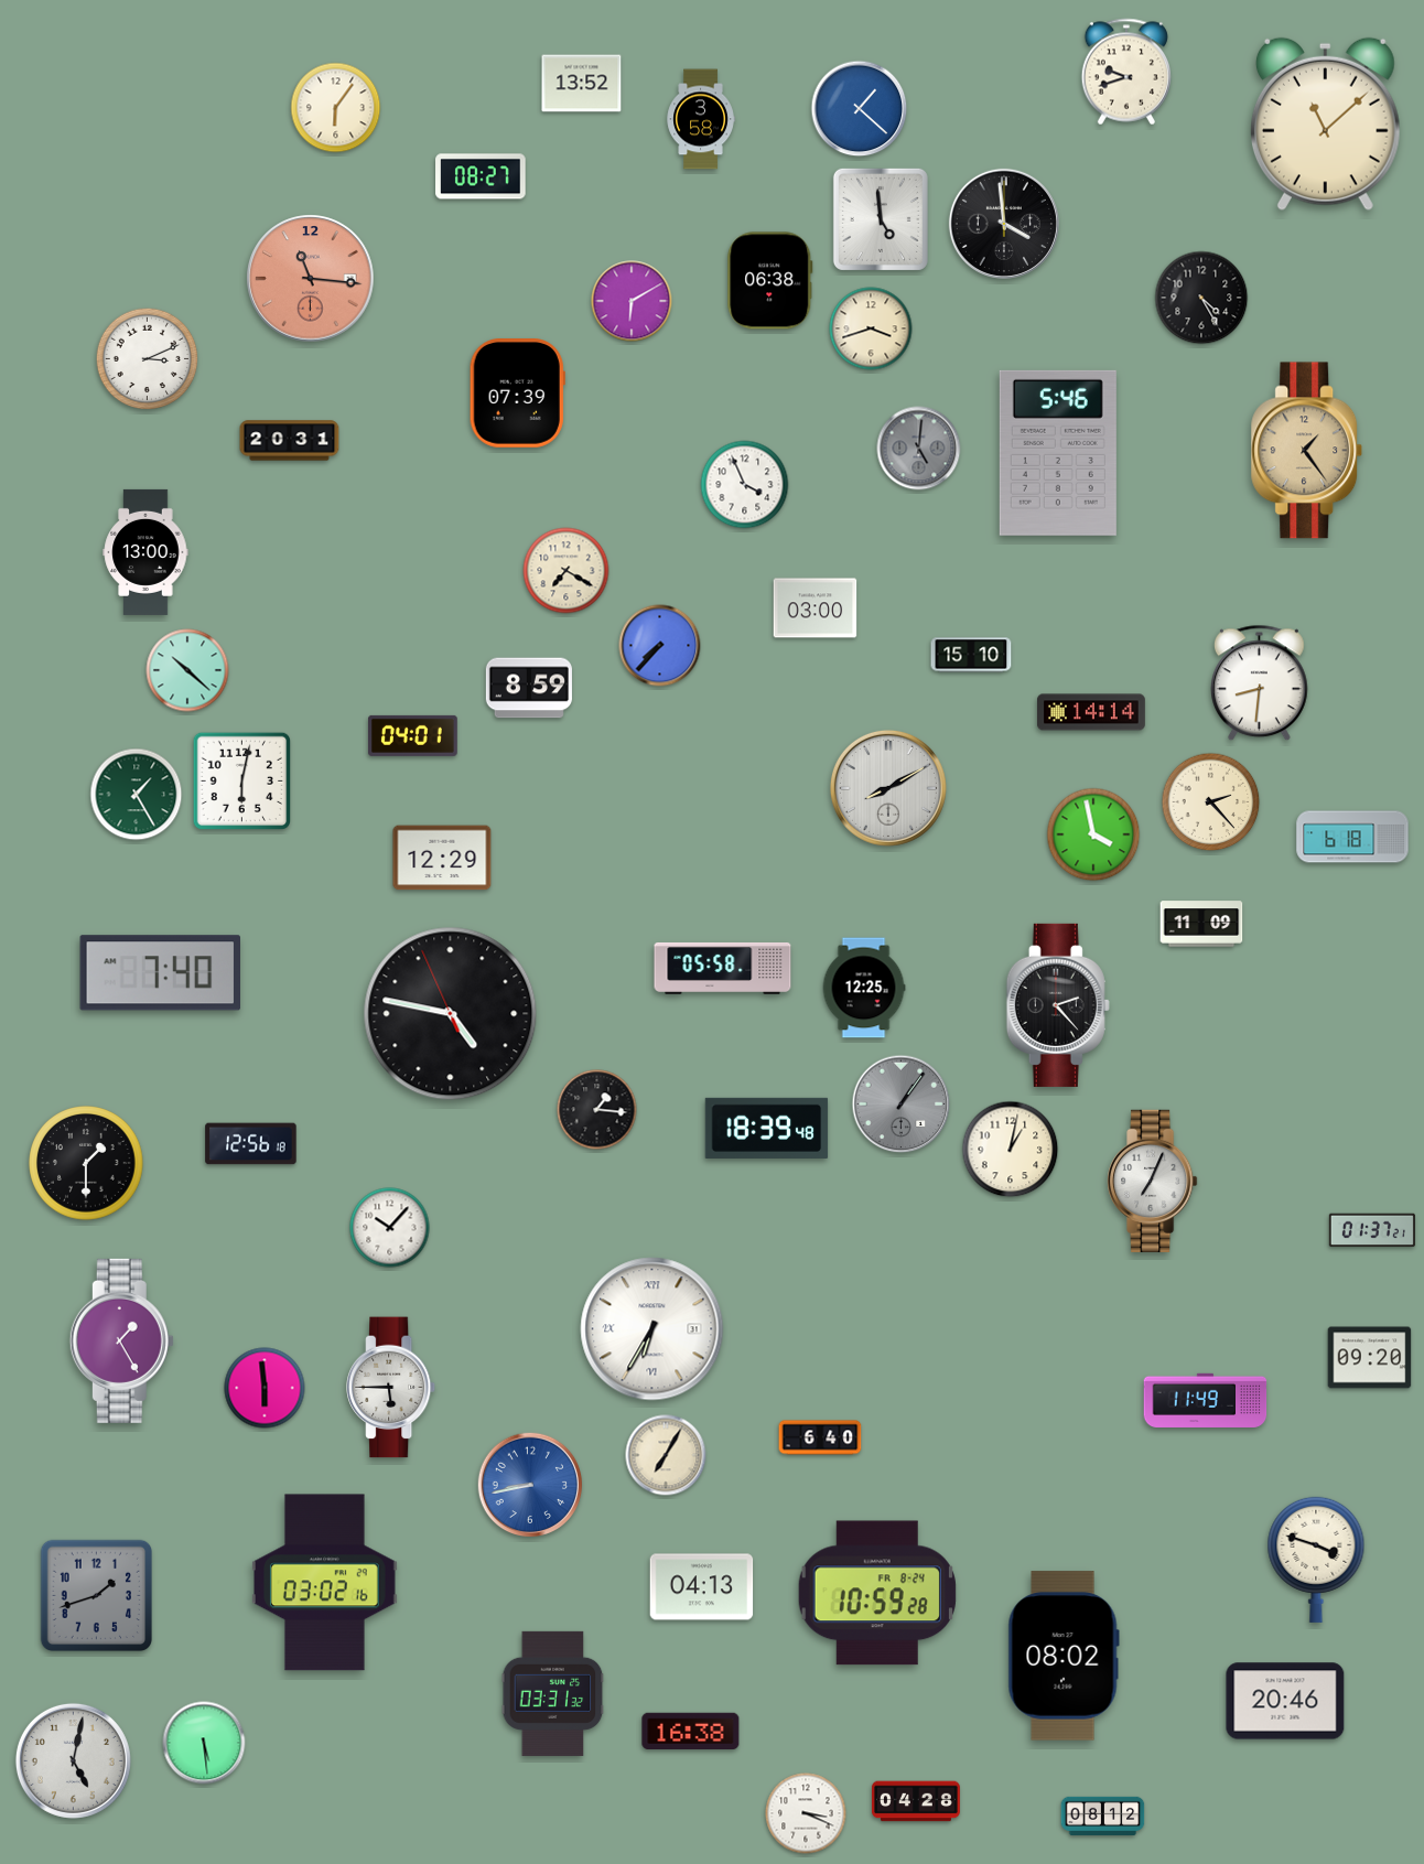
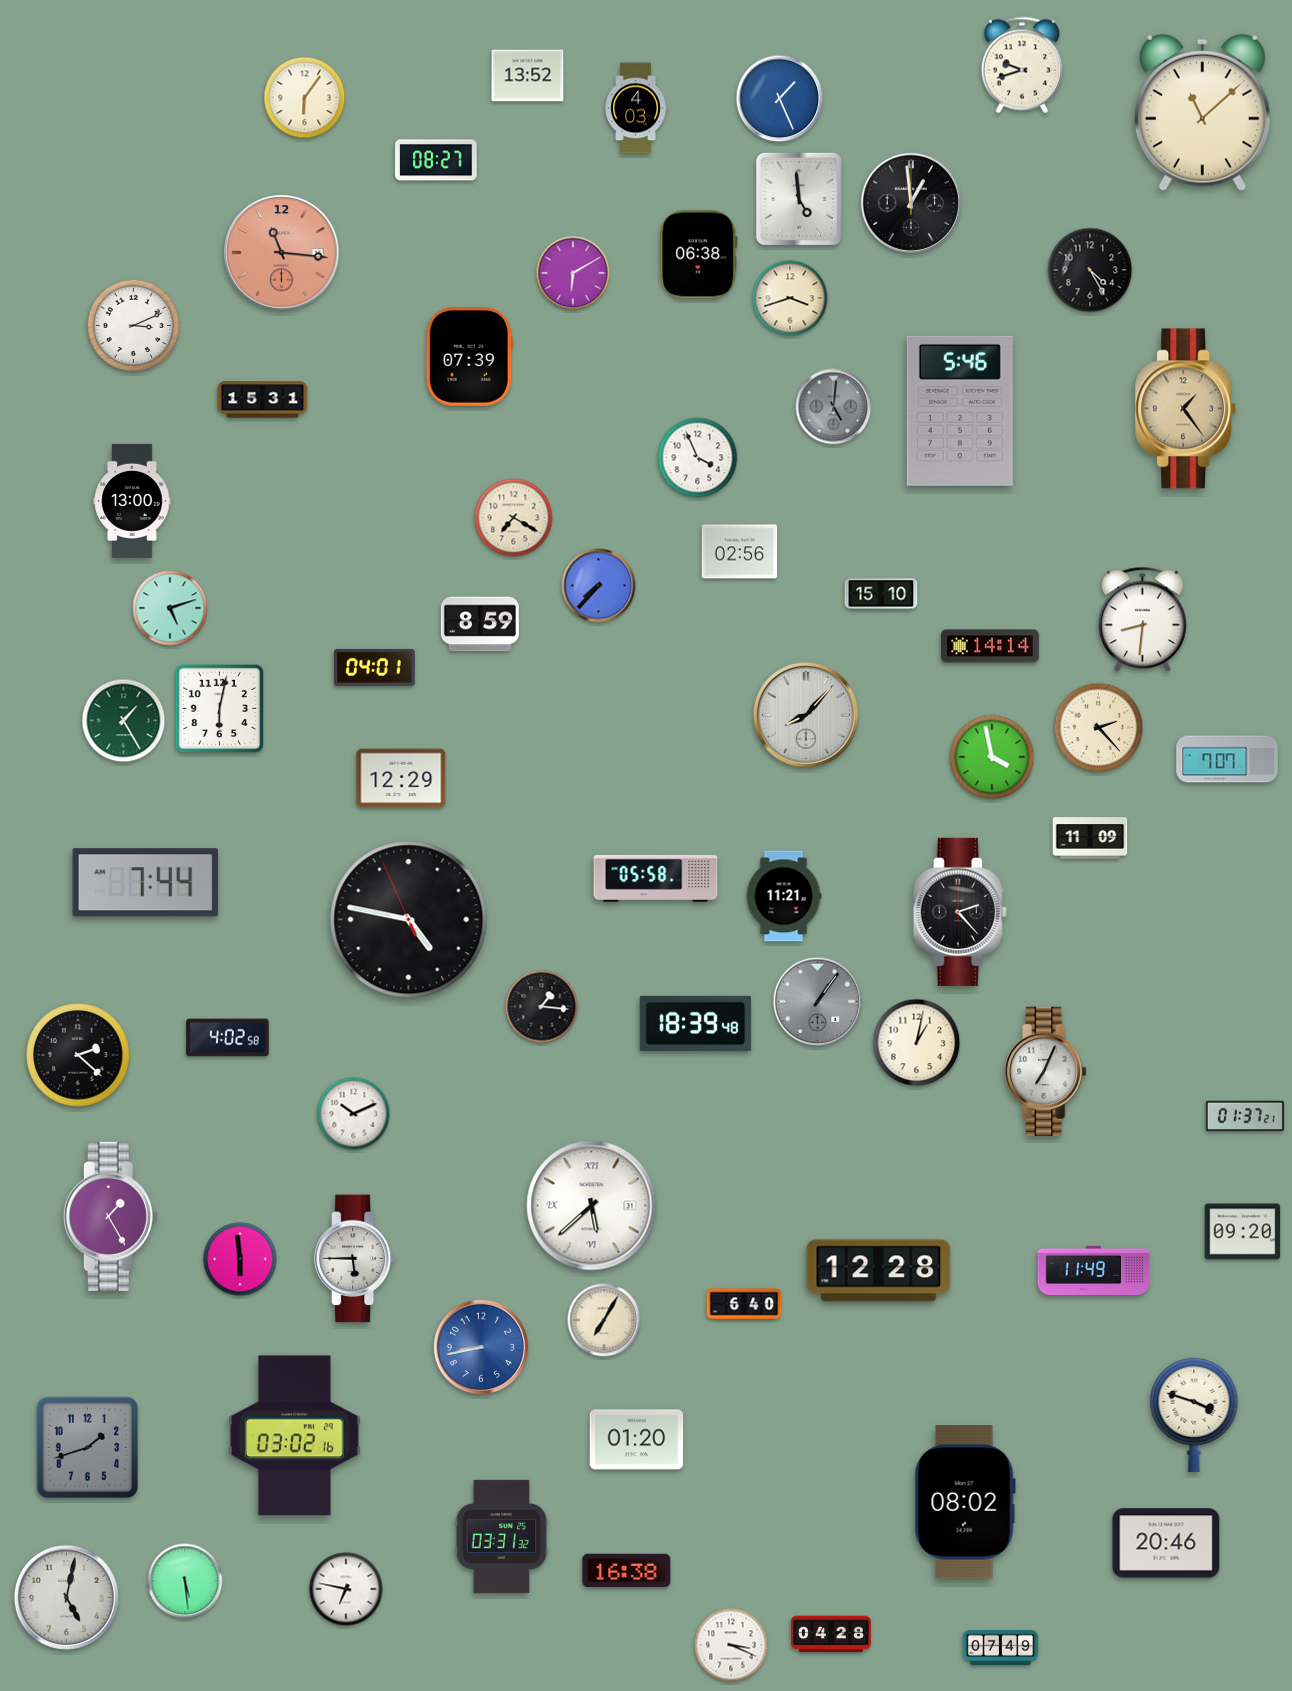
clock at (860, 109): 1:22 -> 1:26
clock at (701, 119): 3:58 -> 4:03
clock at (1004, 224): 3:59 -> 12:59
clock at (290, 441): 20:31 -> 15:31
clock at (745, 485) position: (745, 485) -> (698, 458)
clock at (816, 608): 03:00 -> 02:56
clock at (187, 670): 10:22 -> 5:12
clock at (888, 788): 8:10 -> 8:07
clock at (1352, 837): 6:18 -> 7:07
clock at (160, 973): 7:40 -> 7:44
clock at (864, 988): 12:25 -> 11:21
clock at (251, 1144): 12:56 -> 4:02
clock at (86, 1163): 1:30 -> 2:22
clock at (390, 1228): 10:07 -> 10:11
clock at (652, 1329): 6:35 -> 5:38
clock at (879, 1271): none -> 12:28
clock at (702, 1587): 04:13 -> 01:20
clock at (877, 1593): 10:59 -> none
clock at (346, 1589): none -> 6:47
clock at (1103, 1815): 08:12 -> 07:49
